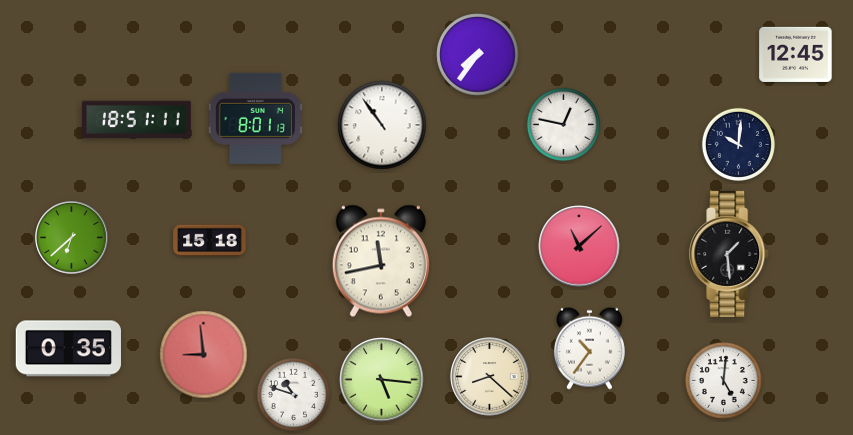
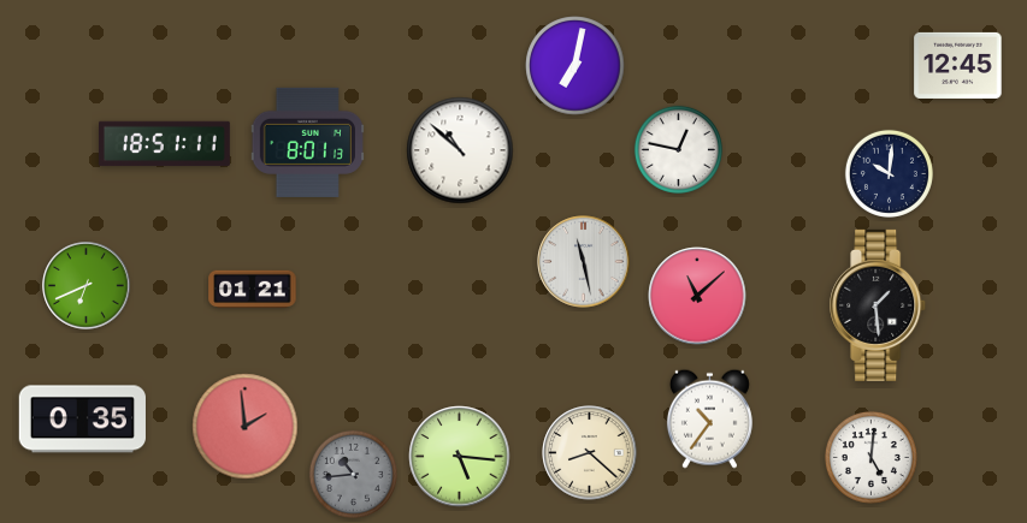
clock at (478, 55): 7:36 -> 7:02
clock at (382, 125): 10:54 -> 10:52
clock at (584, 262): none -> 11:28
clock at (72, 238): 6:38 -> 6:41
clock at (210, 241): 15:18 -> 01:21
clock at (381, 261): 11:43 -> none
clock at (204, 355): 8:59 -> 1:59
clock at (293, 394): 10:48 -> 10:44
clock at (293, 394) dial: white -> grey
